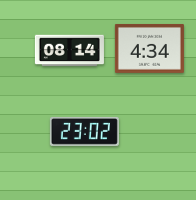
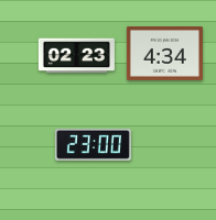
clock at (69, 51): 08:14 -> 02:23
clock at (84, 131): 23:02 -> 23:00
